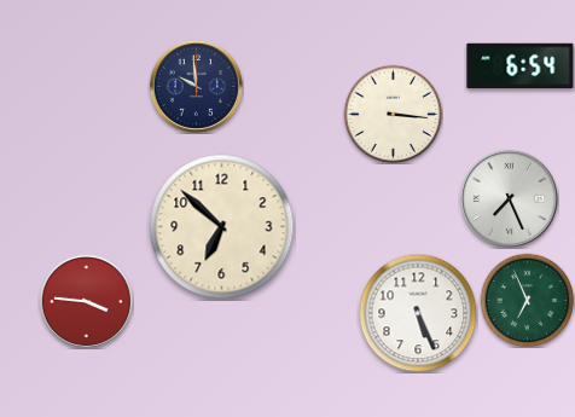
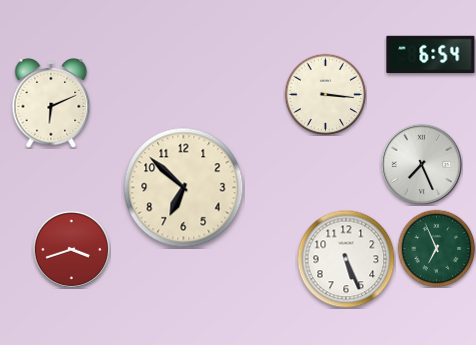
clock at (196, 86): 9:59 -> none
clock at (51, 104): none -> 6:11
clock at (86, 301): 3:46 -> 3:42
